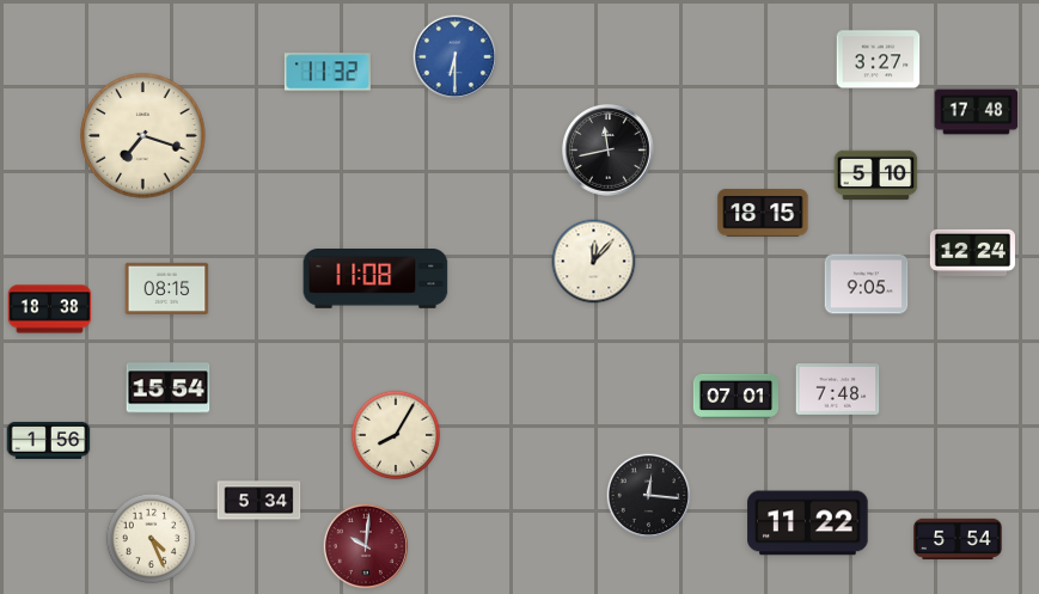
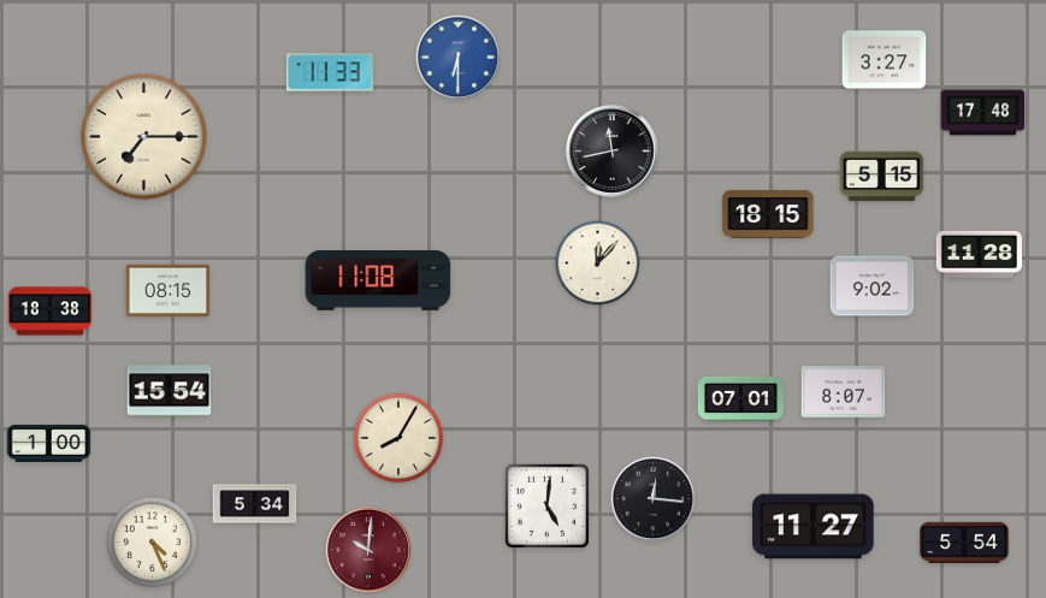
clock at (328, 72): 11:32 -> 11:33
clock at (143, 136): 7:18 -> 7:15
clock at (876, 176): 5:10 -> 5:15
clock at (972, 252): 12:24 -> 11:28
clock at (867, 284): 9:05 -> 9:02
clock at (838, 390): 7:48 -> 8:07
clock at (49, 440): 1:56 -> 1:00
clock at (259, 501) position: (259, 501) -> (255, 504)
clock at (546, 505): none -> 5:01
clock at (808, 523): 11:22 -> 11:27
